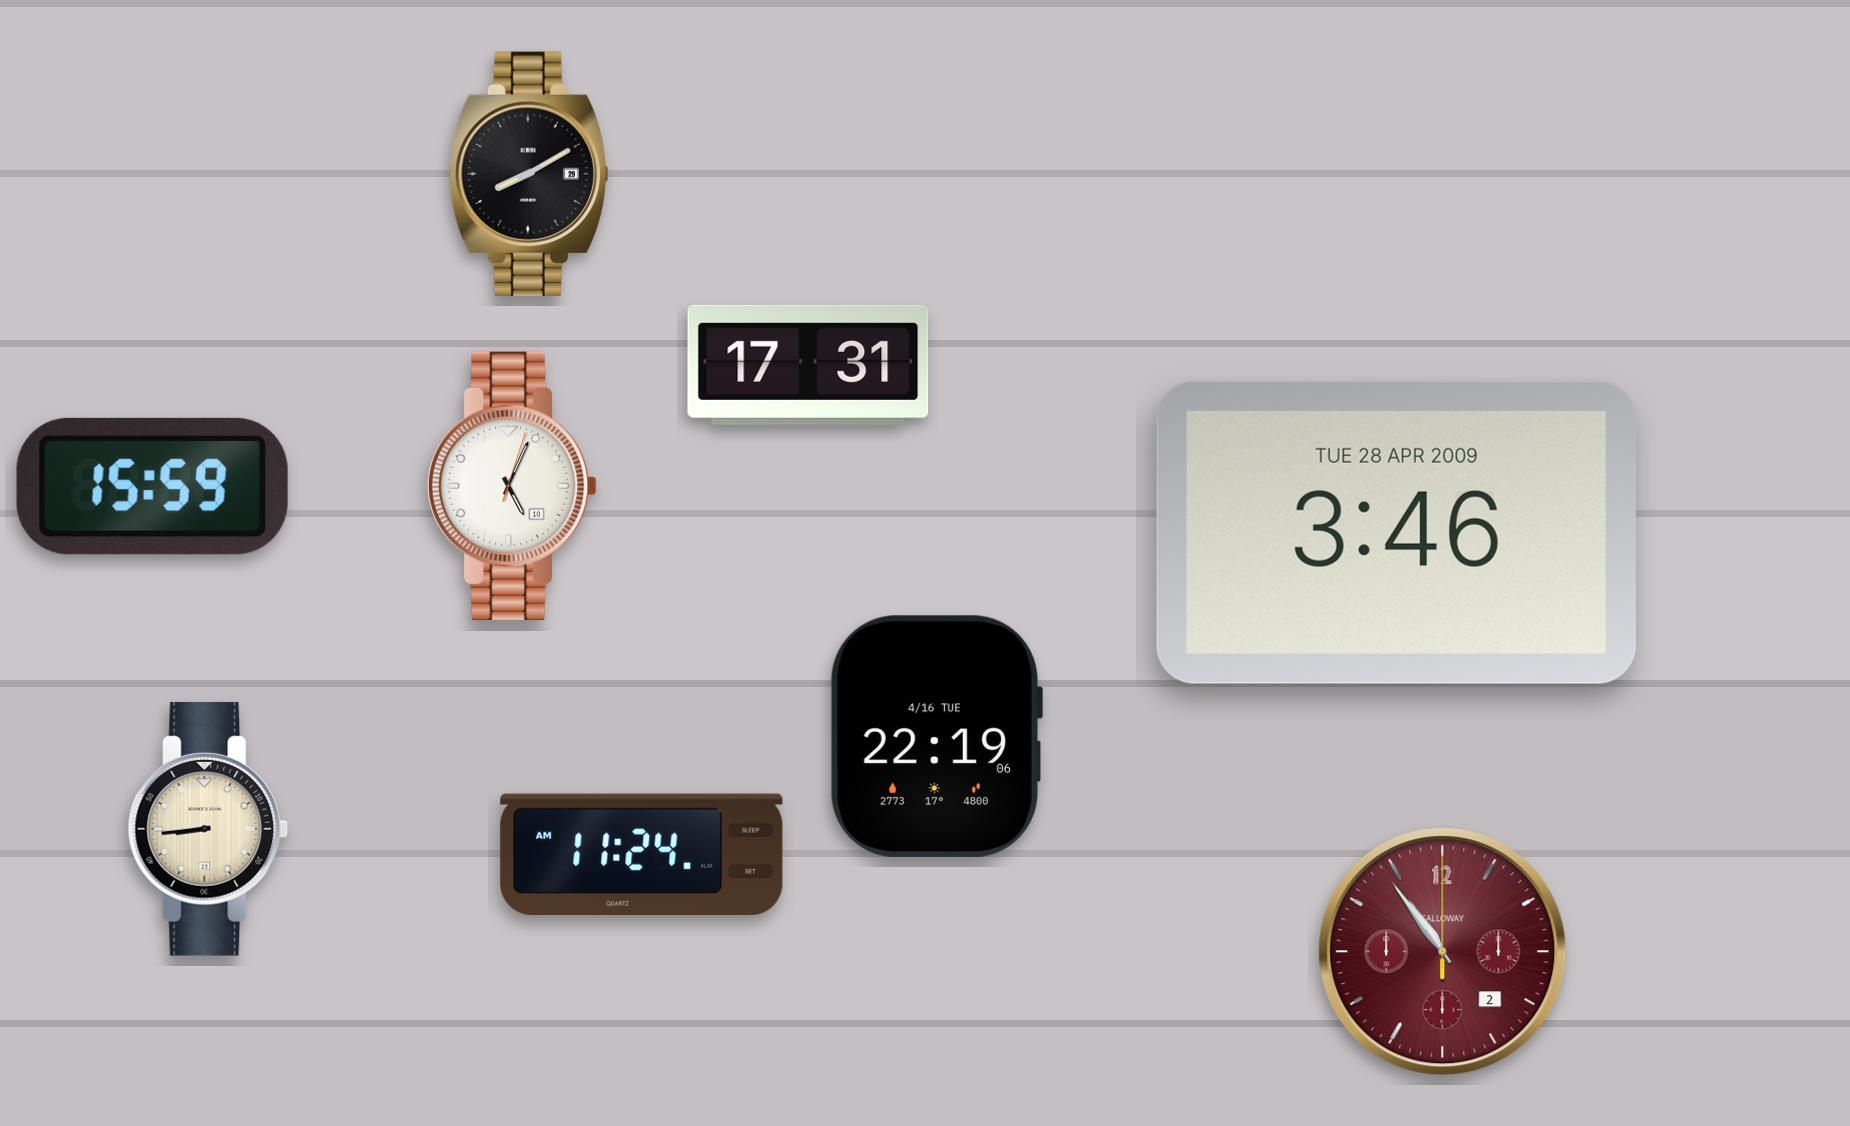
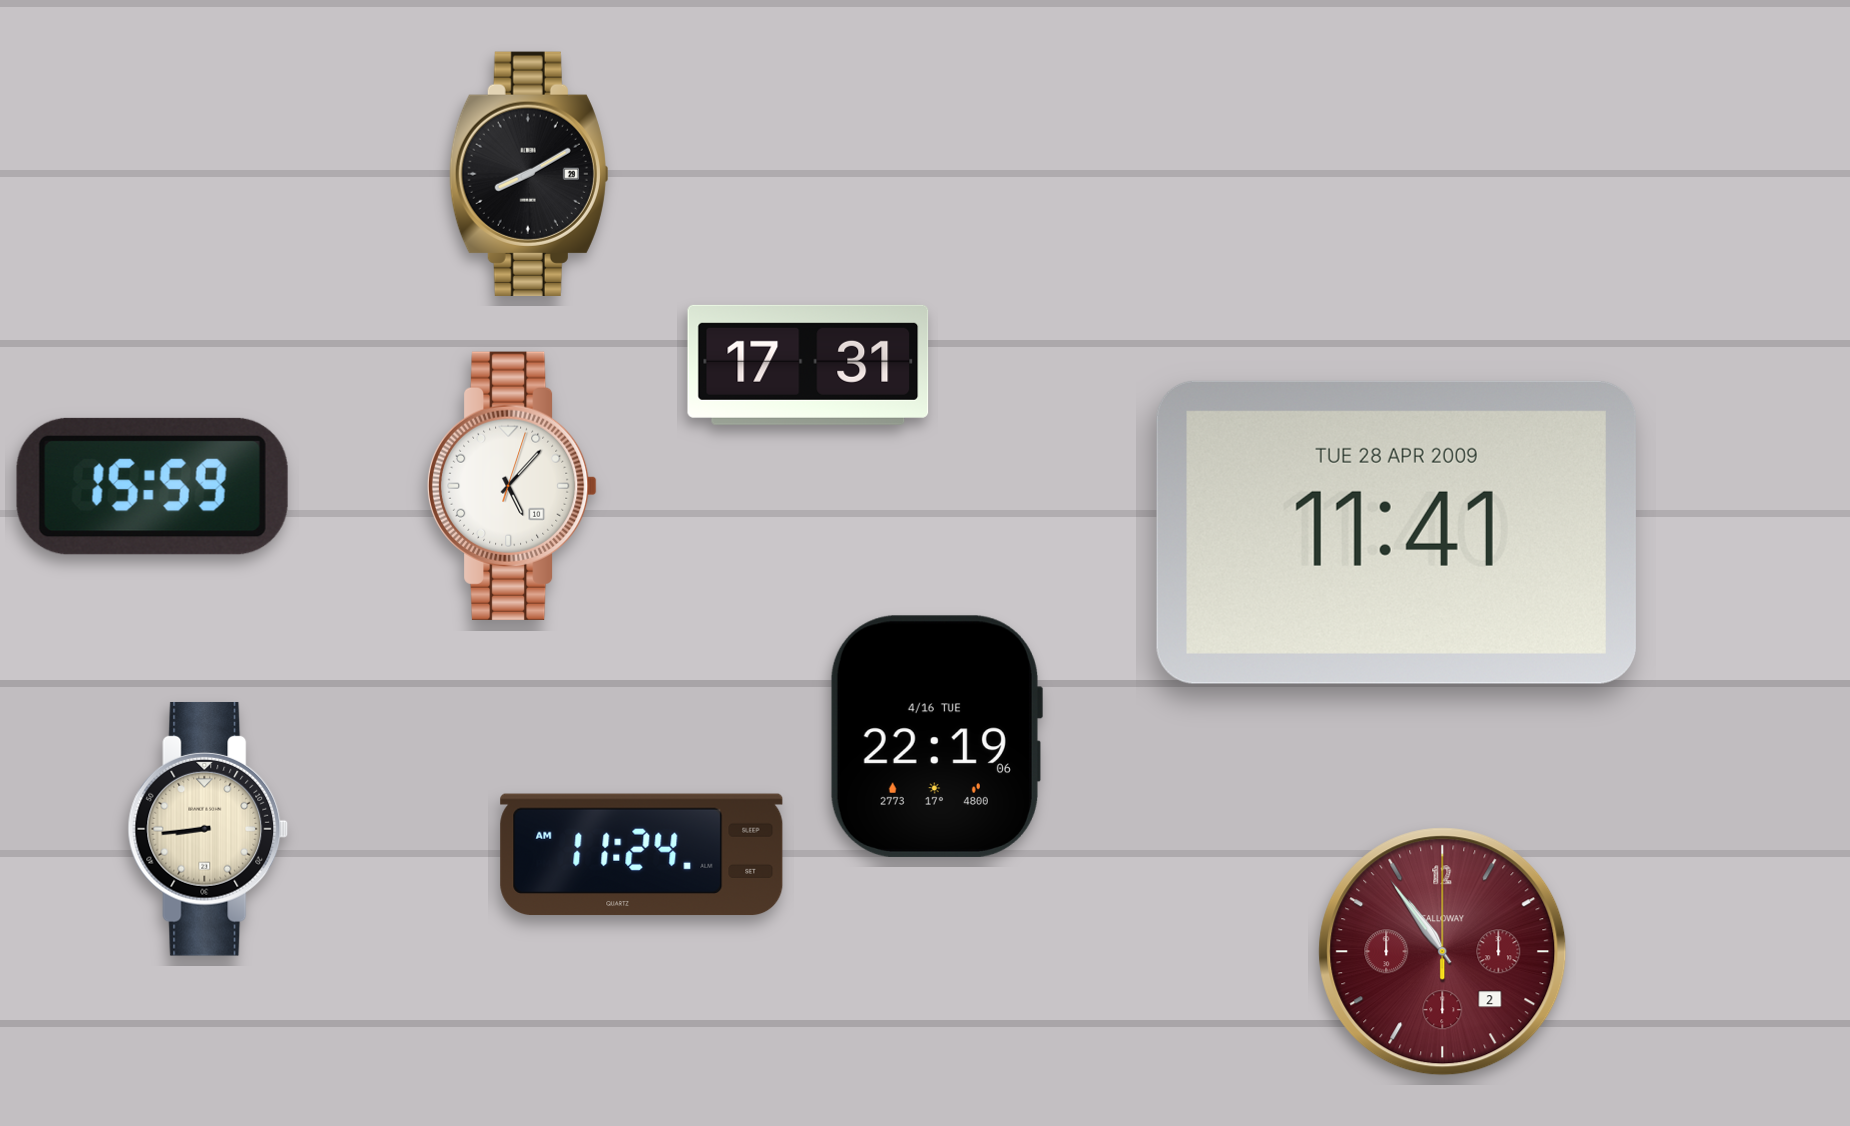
clock at (512, 486): 5:04 -> 5:07
clock at (1396, 532): 3:46 -> 11:41
